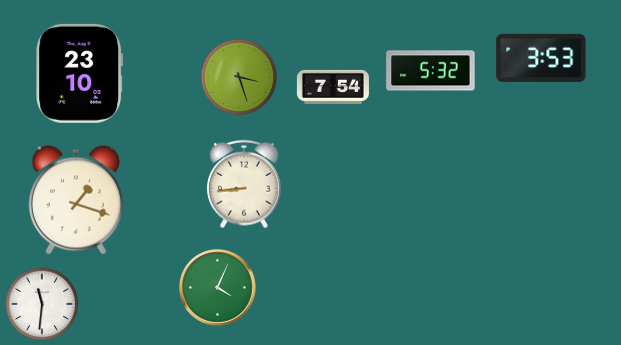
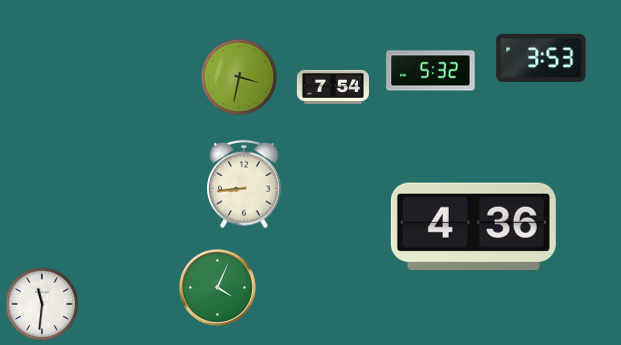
clock at (80, 73): 23:10 -> none
clock at (238, 76): 3:27 -> 3:32
clock at (76, 200): 1:18 -> none
clock at (473, 227): none -> 4:36
